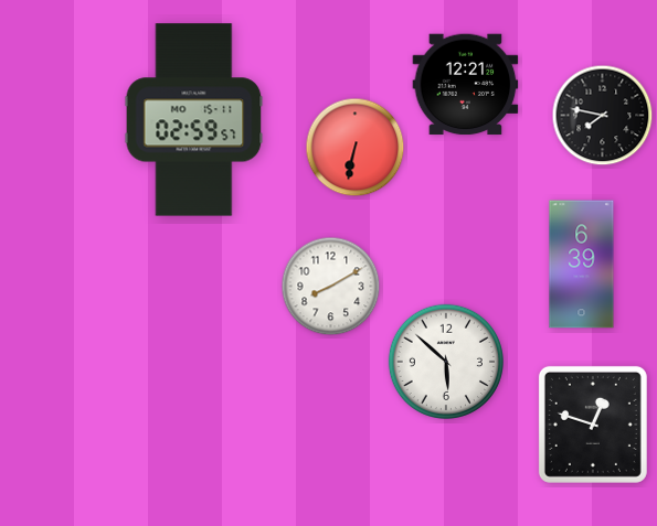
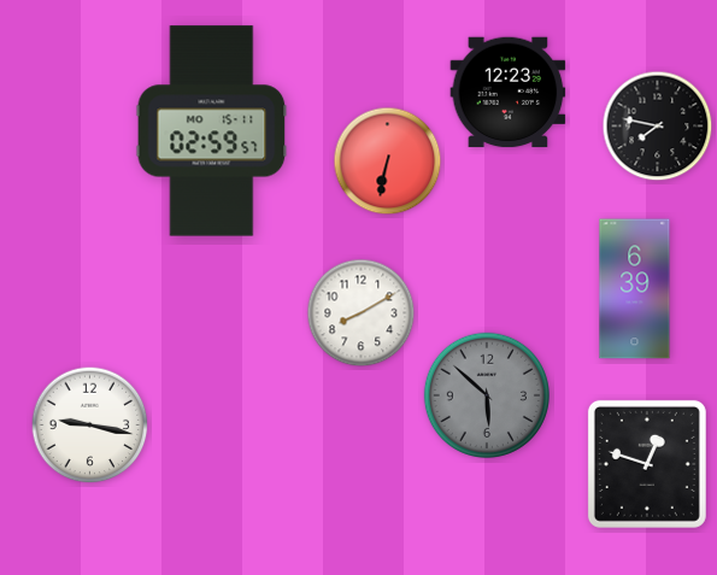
clock at (466, 85): 12:21 -> 12:23
clock at (446, 362) dial: white -> grey
clock at (90, 426): none -> 9:17
